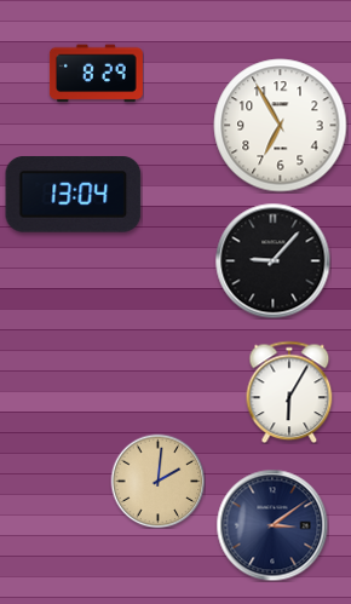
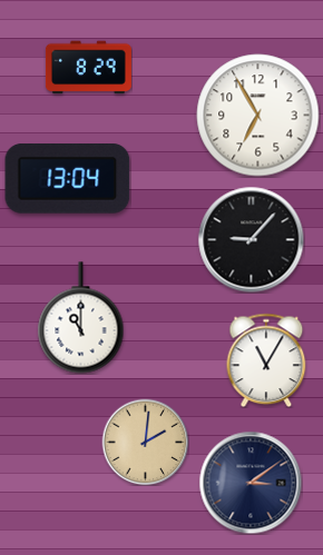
clock at (81, 318): none -> 11:00
clock at (289, 392): 6:05 -> 11:05
